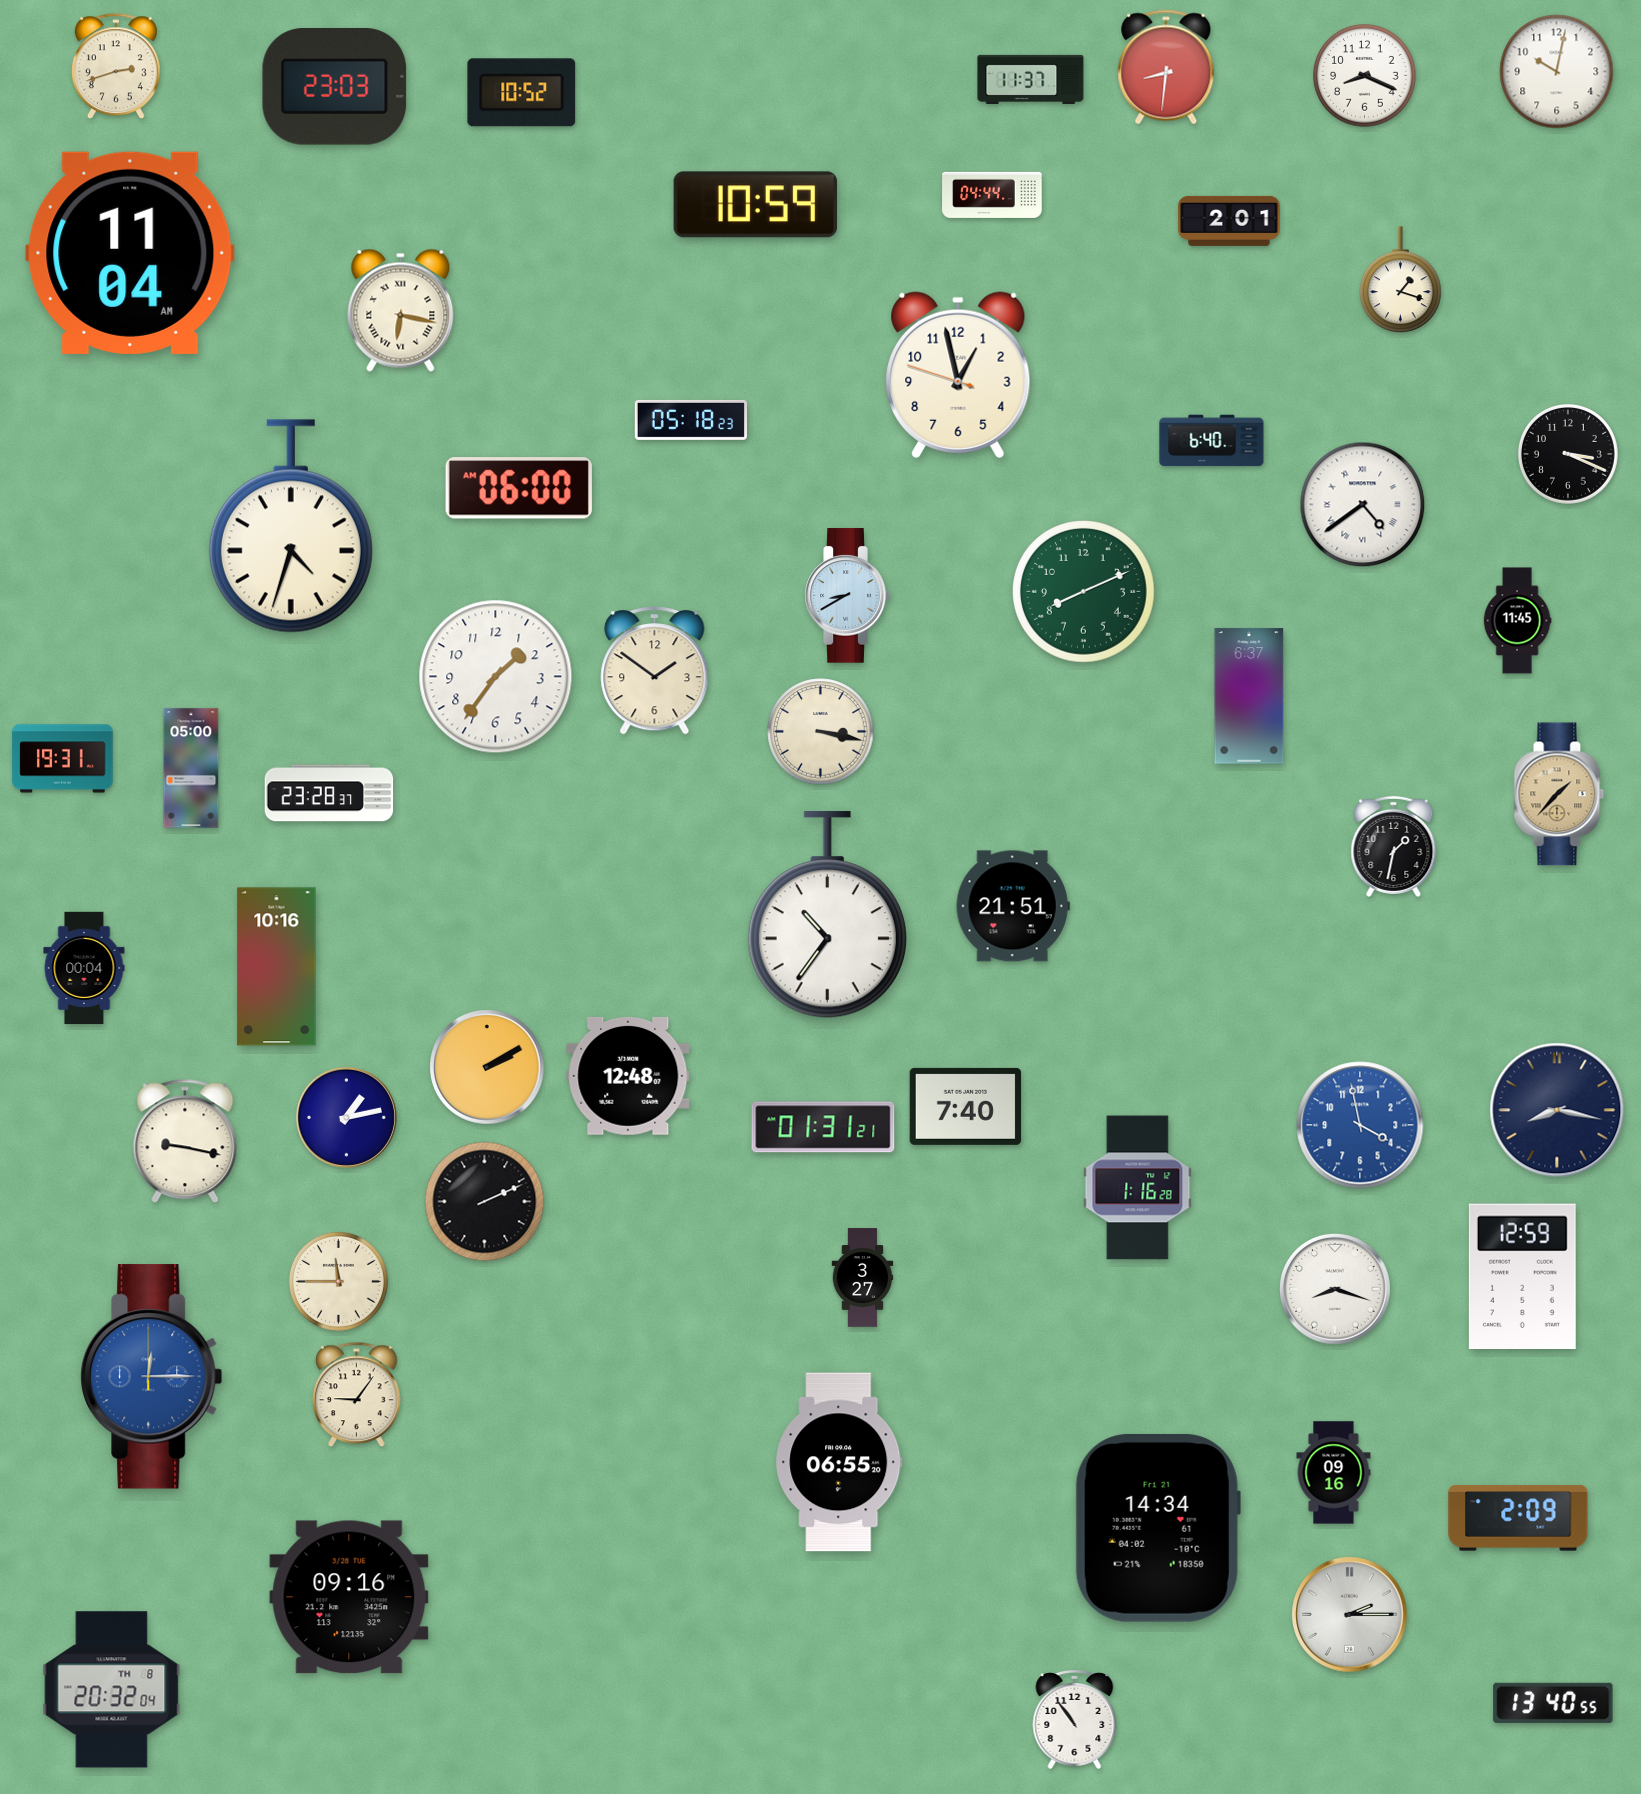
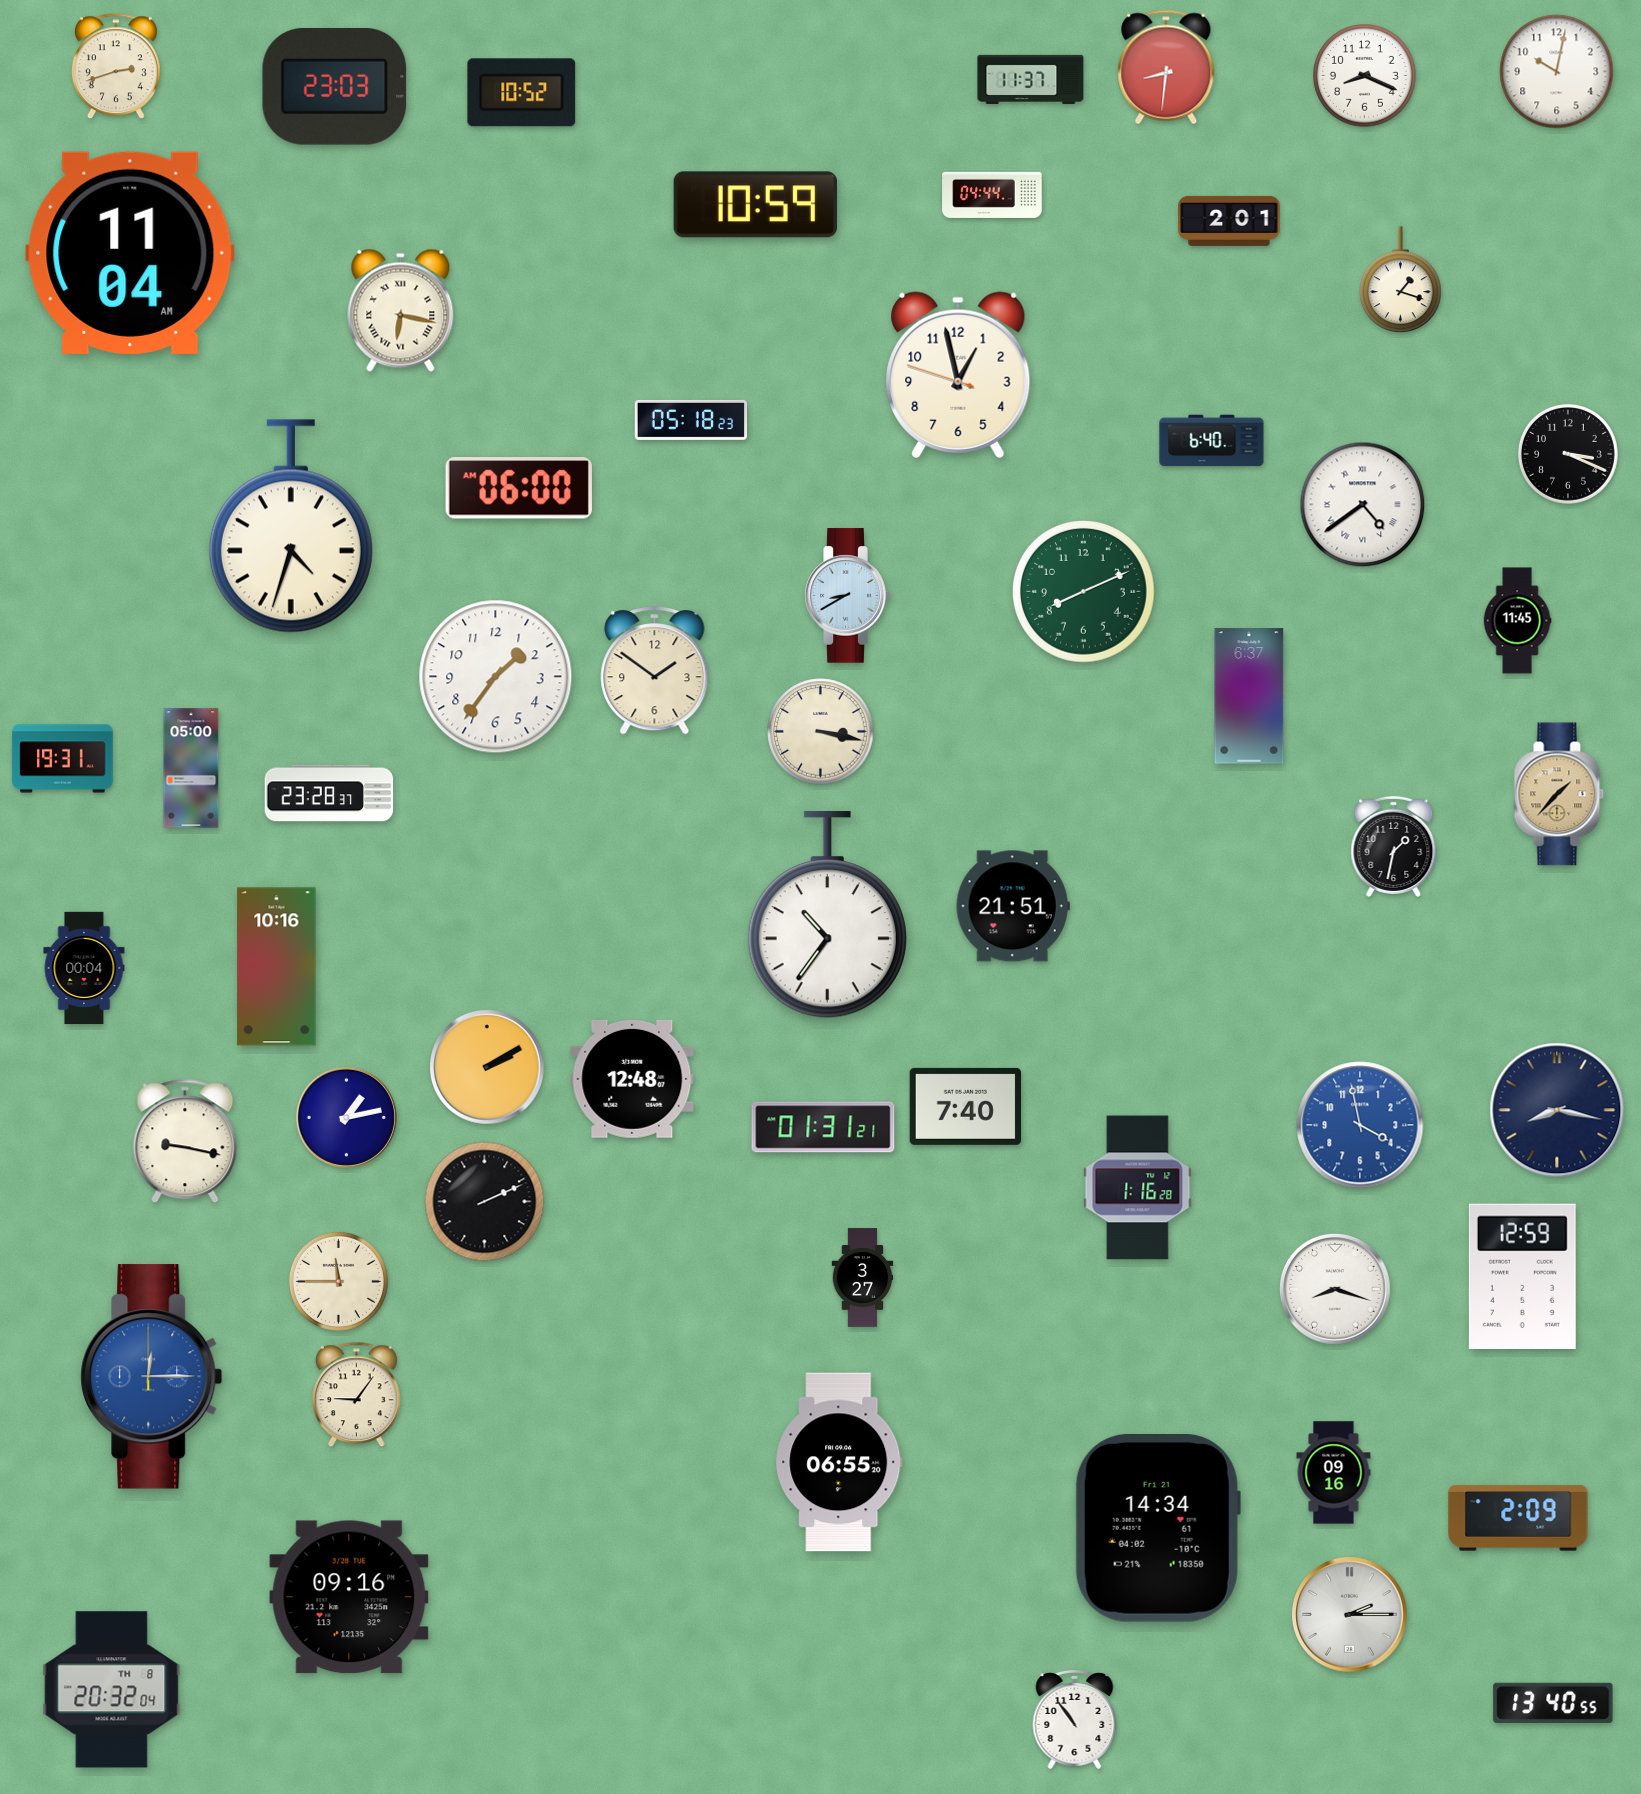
clock at (628, 1076) position: (628, 1076) -> (632, 1079)
